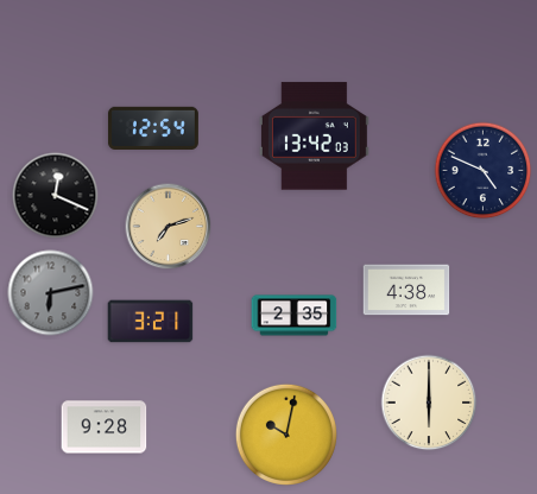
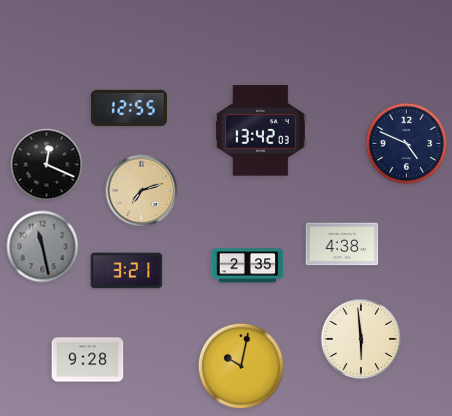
clock at (153, 127): 12:54 -> 12:55
clock at (314, 137) position: (314, 137) -> (260, 131)
clock at (51, 293): 6:13 -> 11:28
clock at (429, 403): 6:00 -> 5:59
